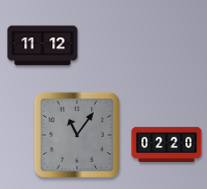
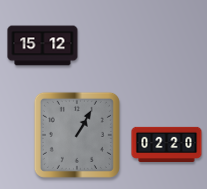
clock at (43, 46): 11:12 -> 15:12
clock at (77, 135): 11:06 -> 1:05
